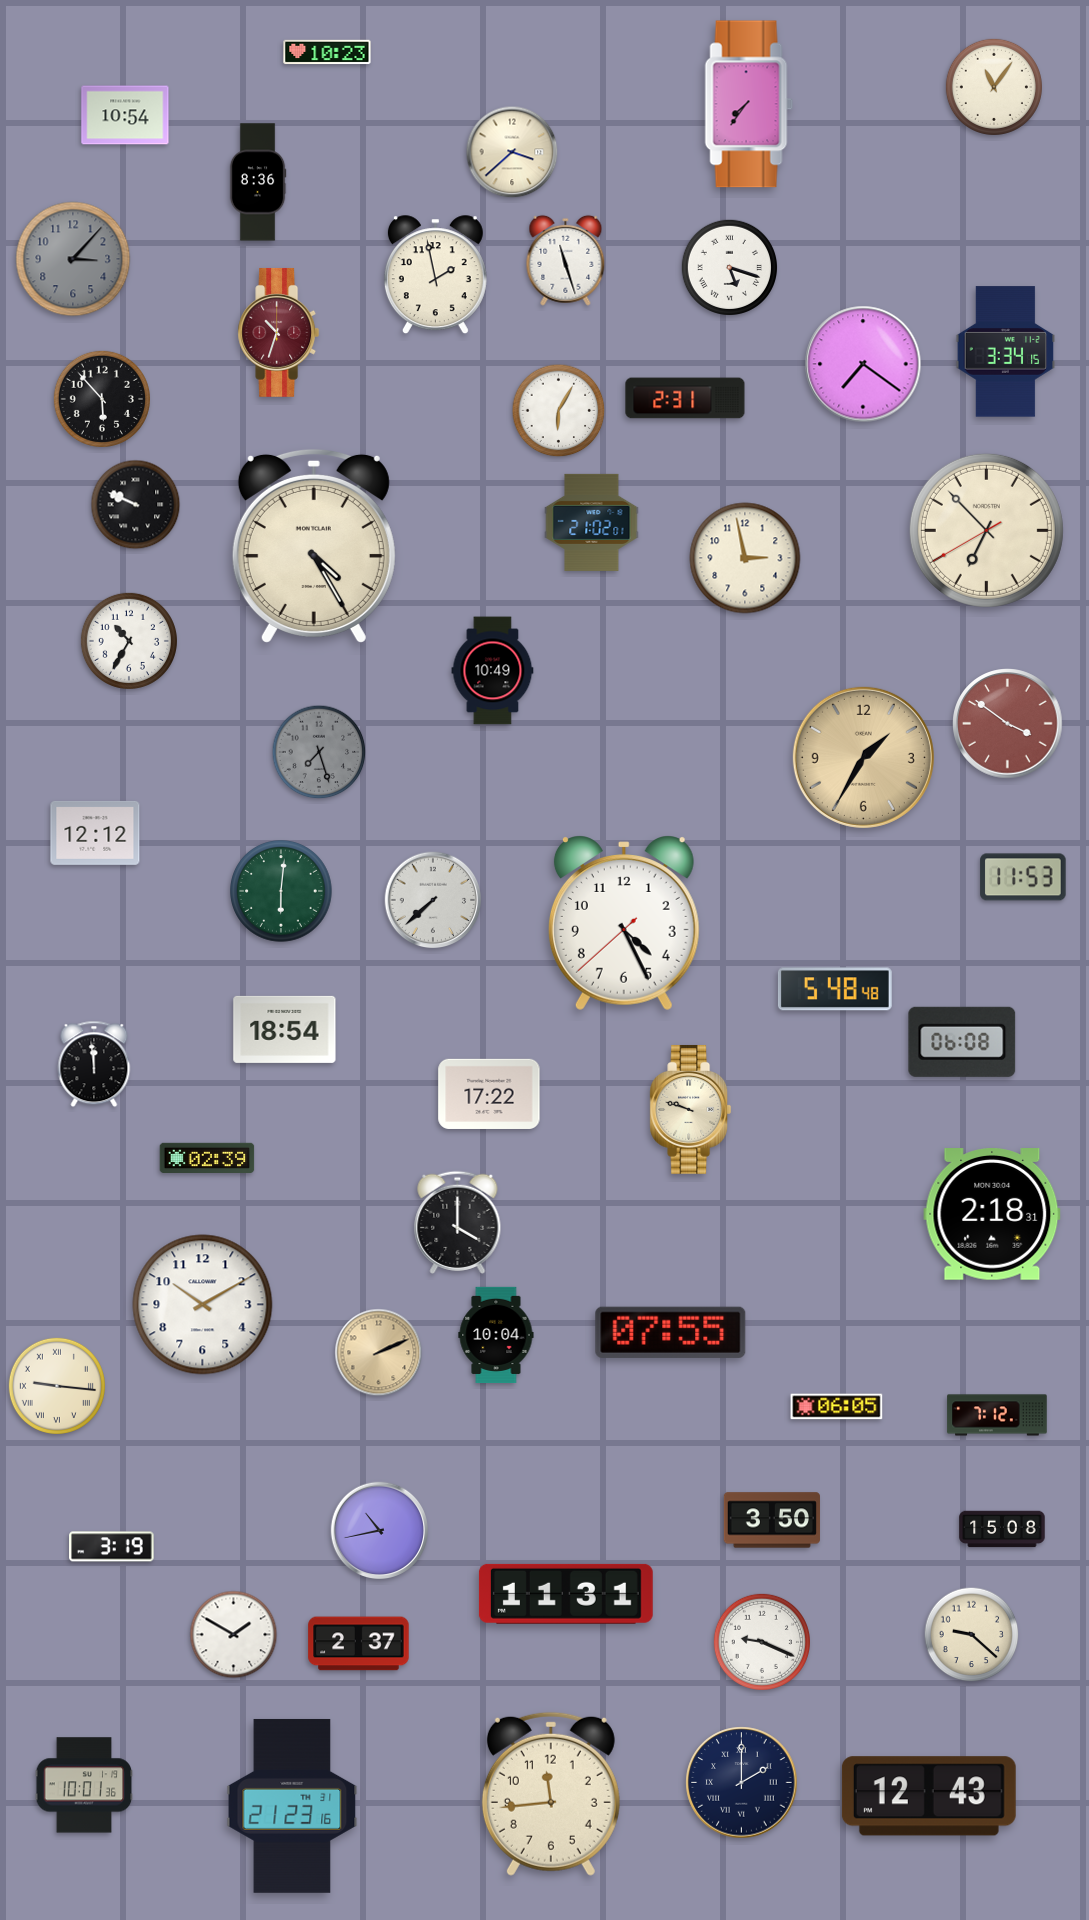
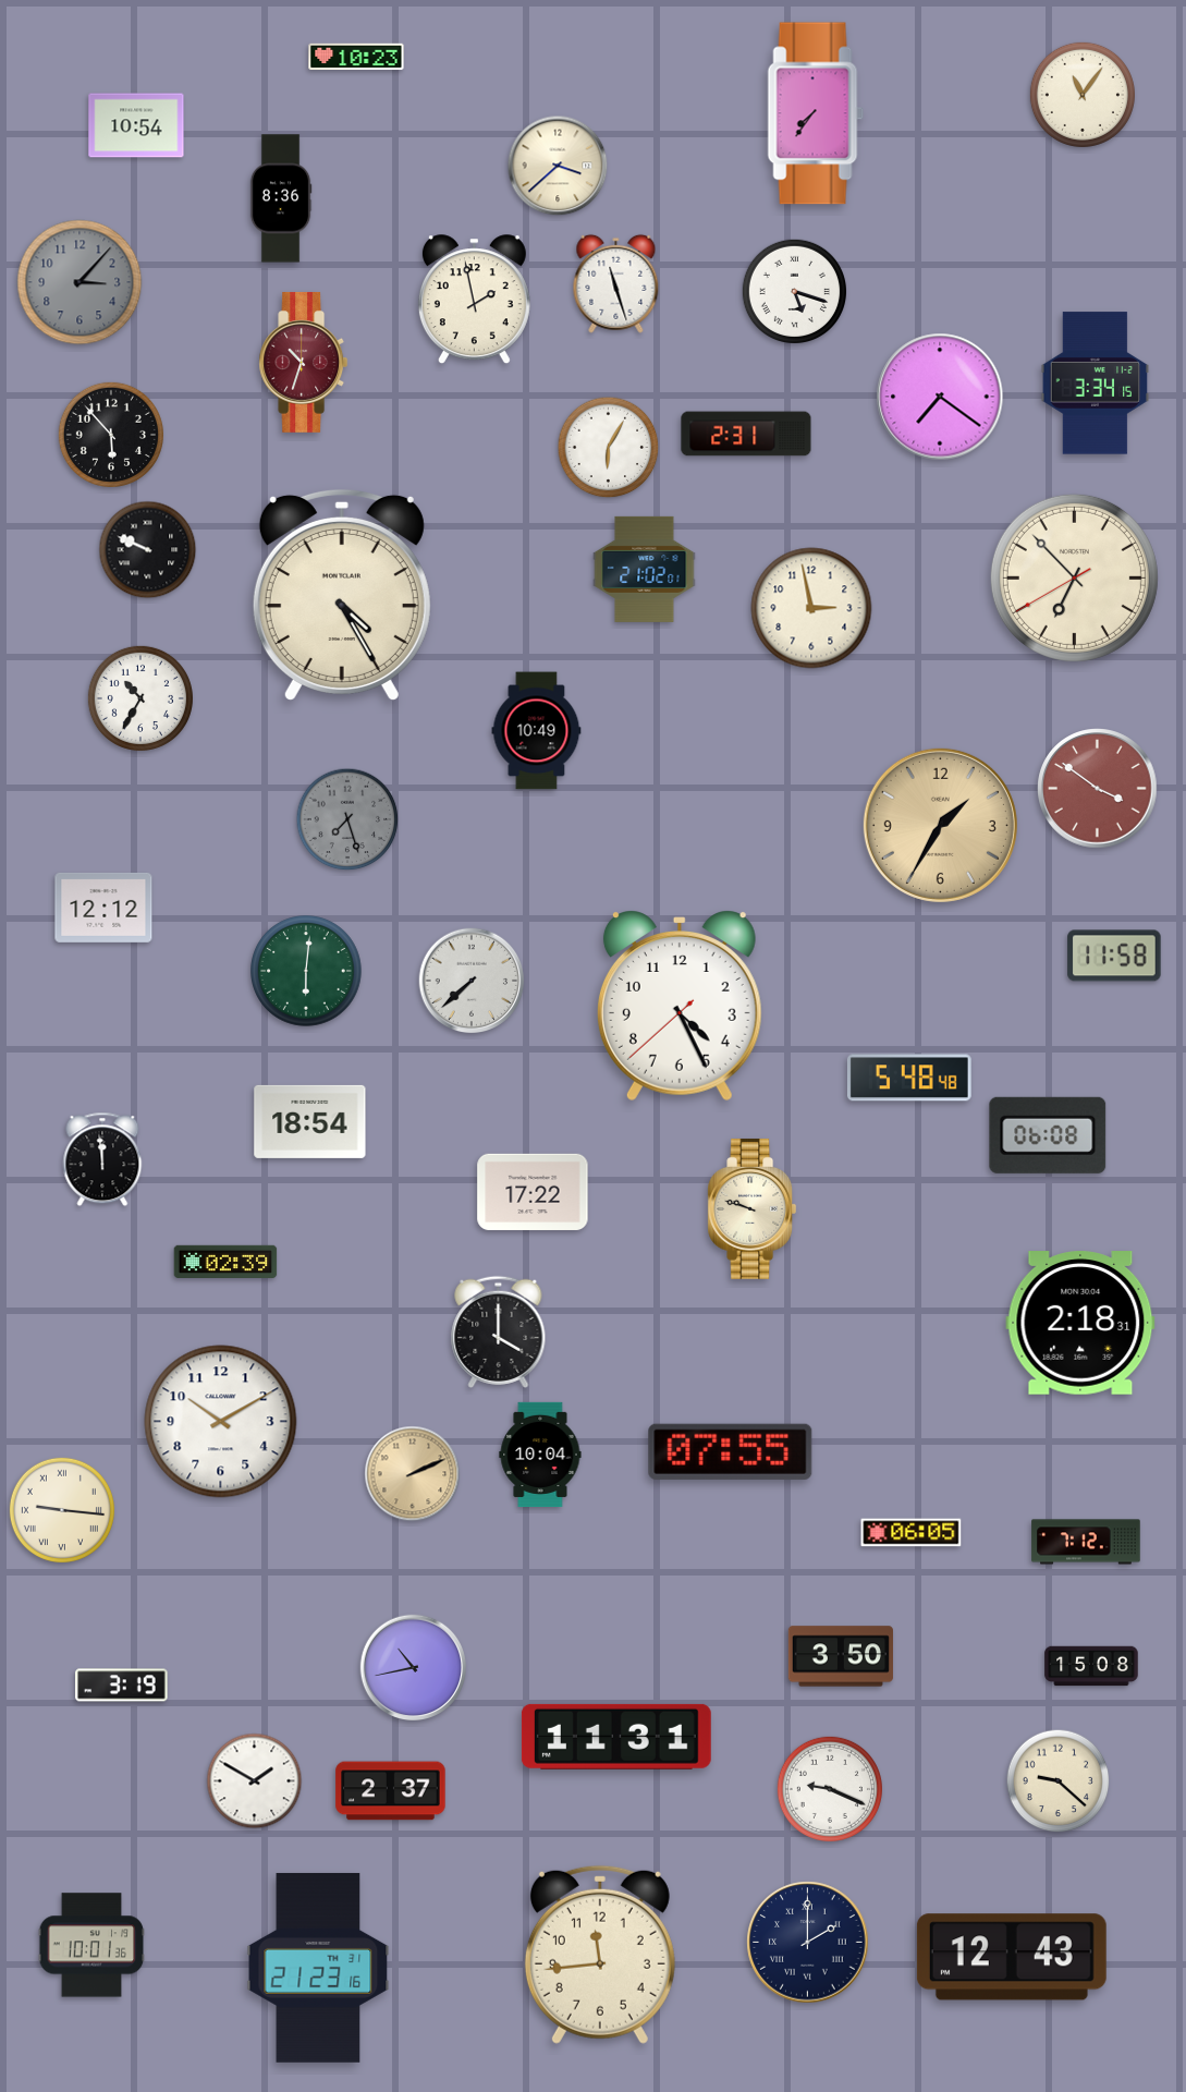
clock at (1023, 877): 11:53 -> 11:58
